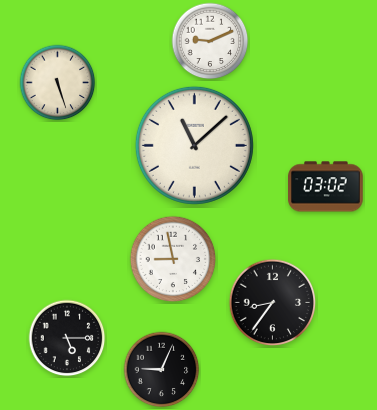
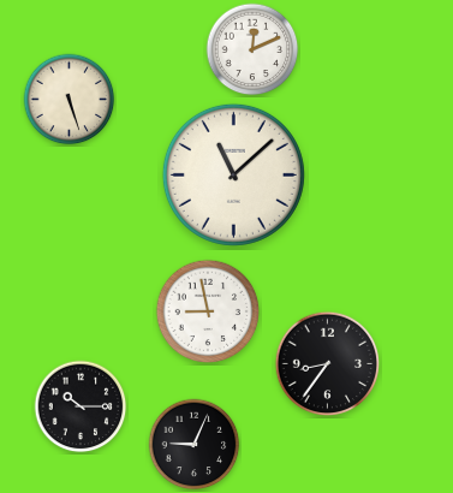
clock at (210, 41): 9:11 -> 12:11
clock at (326, 187): 03:02 -> none
clock at (67, 338): 5:15 -> 10:15
